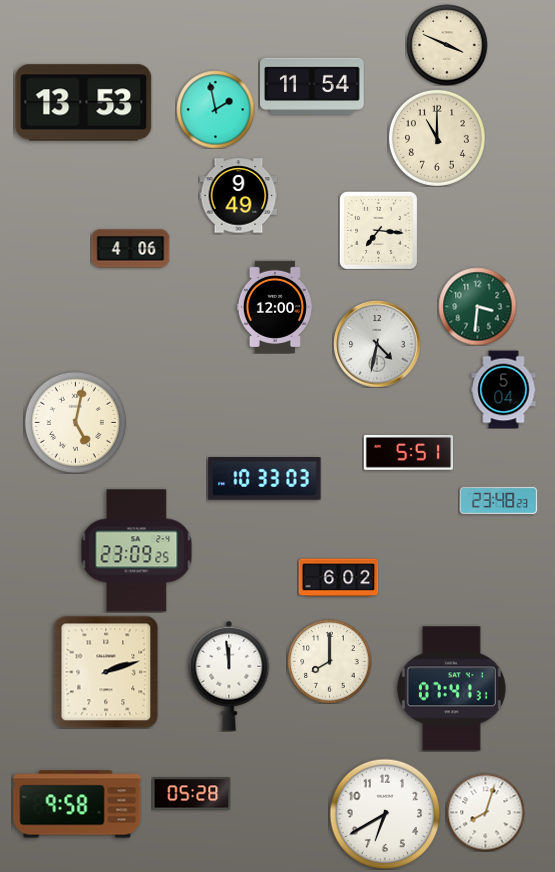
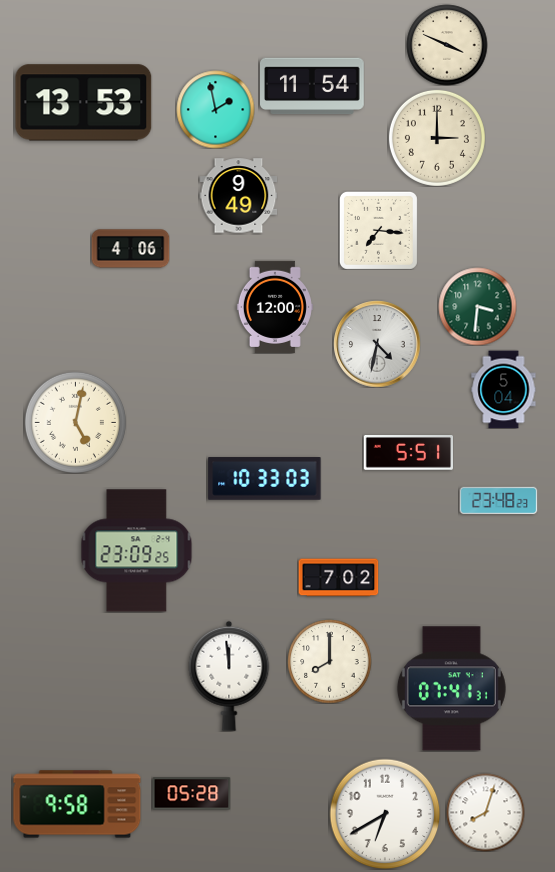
clock at (437, 138): 11:00 -> 3:00
clock at (338, 578): 6:02 -> 7:02
clock at (106, 672): 2:12 -> none
